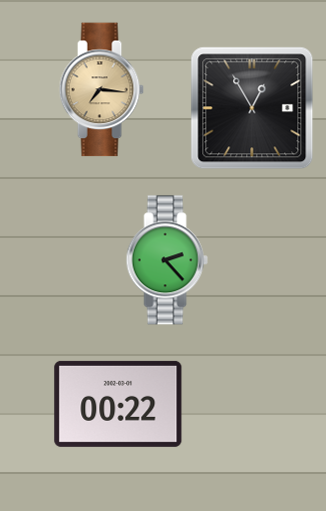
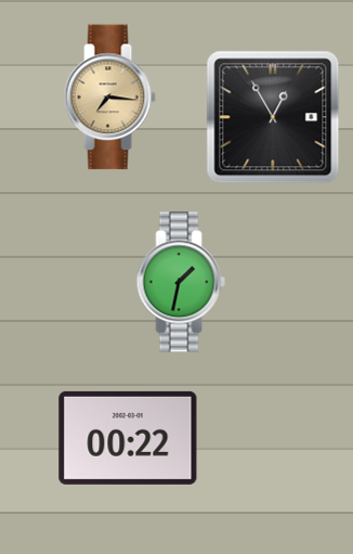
clock at (167, 260): 2:23 -> 1:32
